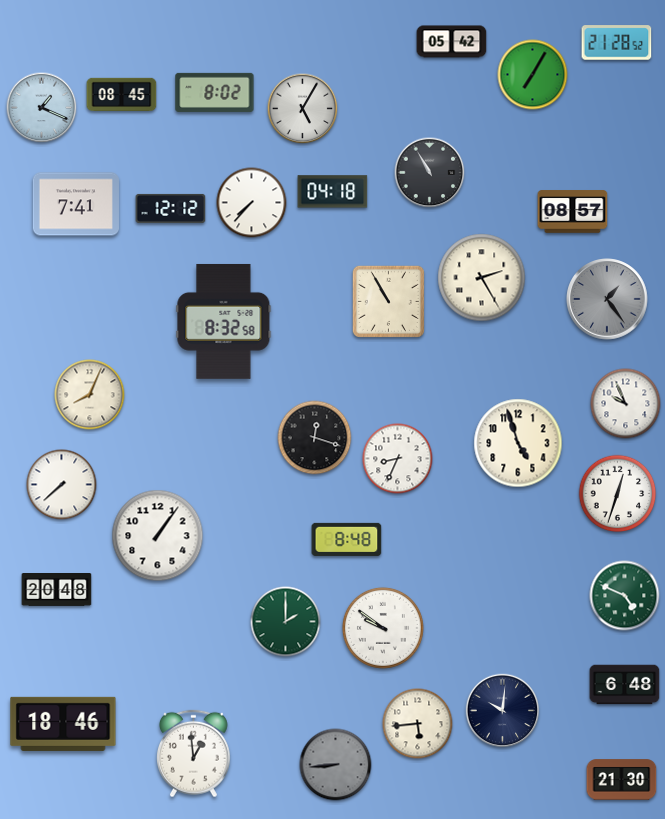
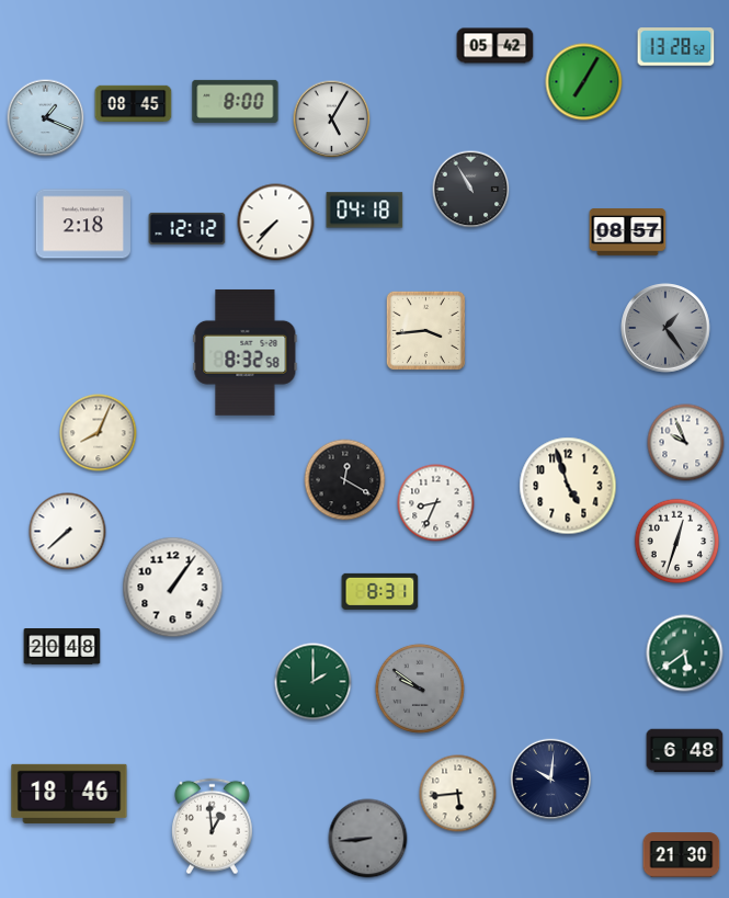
clock at (617, 43): 21:28 -> 13:28
clock at (215, 92): 8:02 -> 8:00
clock at (76, 204): 7:41 -> 2:18
clock at (482, 278): 2:25 -> none
clock at (388, 301): 10:55 -> 3:44
clock at (315, 438): 12:18 -> 12:20
clock at (347, 539): 8:48 -> 8:31
clock at (625, 596): 4:49 -> 5:39
clock at (383, 628) dial: white -> grey
